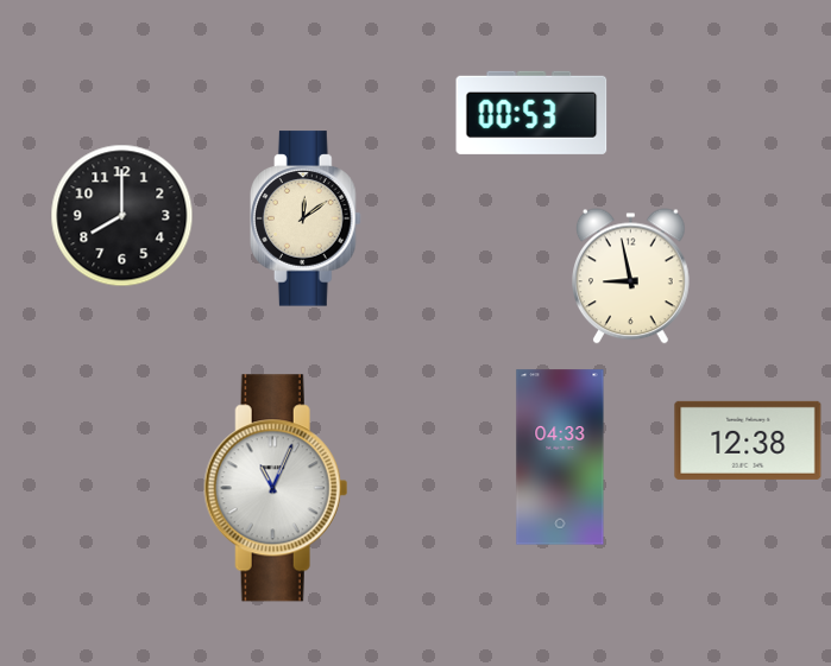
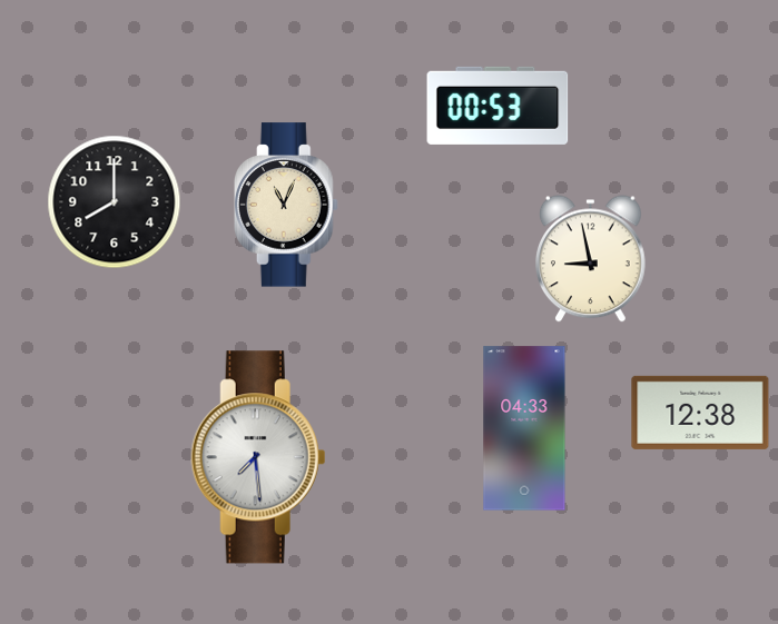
clock at (307, 218): 12:09 -> 11:04
clock at (276, 488): 11:04 -> 7:29
